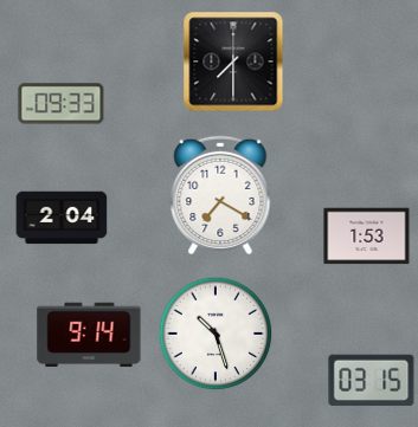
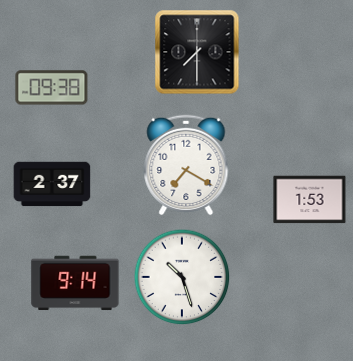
clock at (62, 104): 09:33 -> 09:38
clock at (62, 218): 2:04 -> 2:37
clock at (216, 334) position: (216, 334) -> (182, 277)
clock at (372, 381): 03:15 -> none
